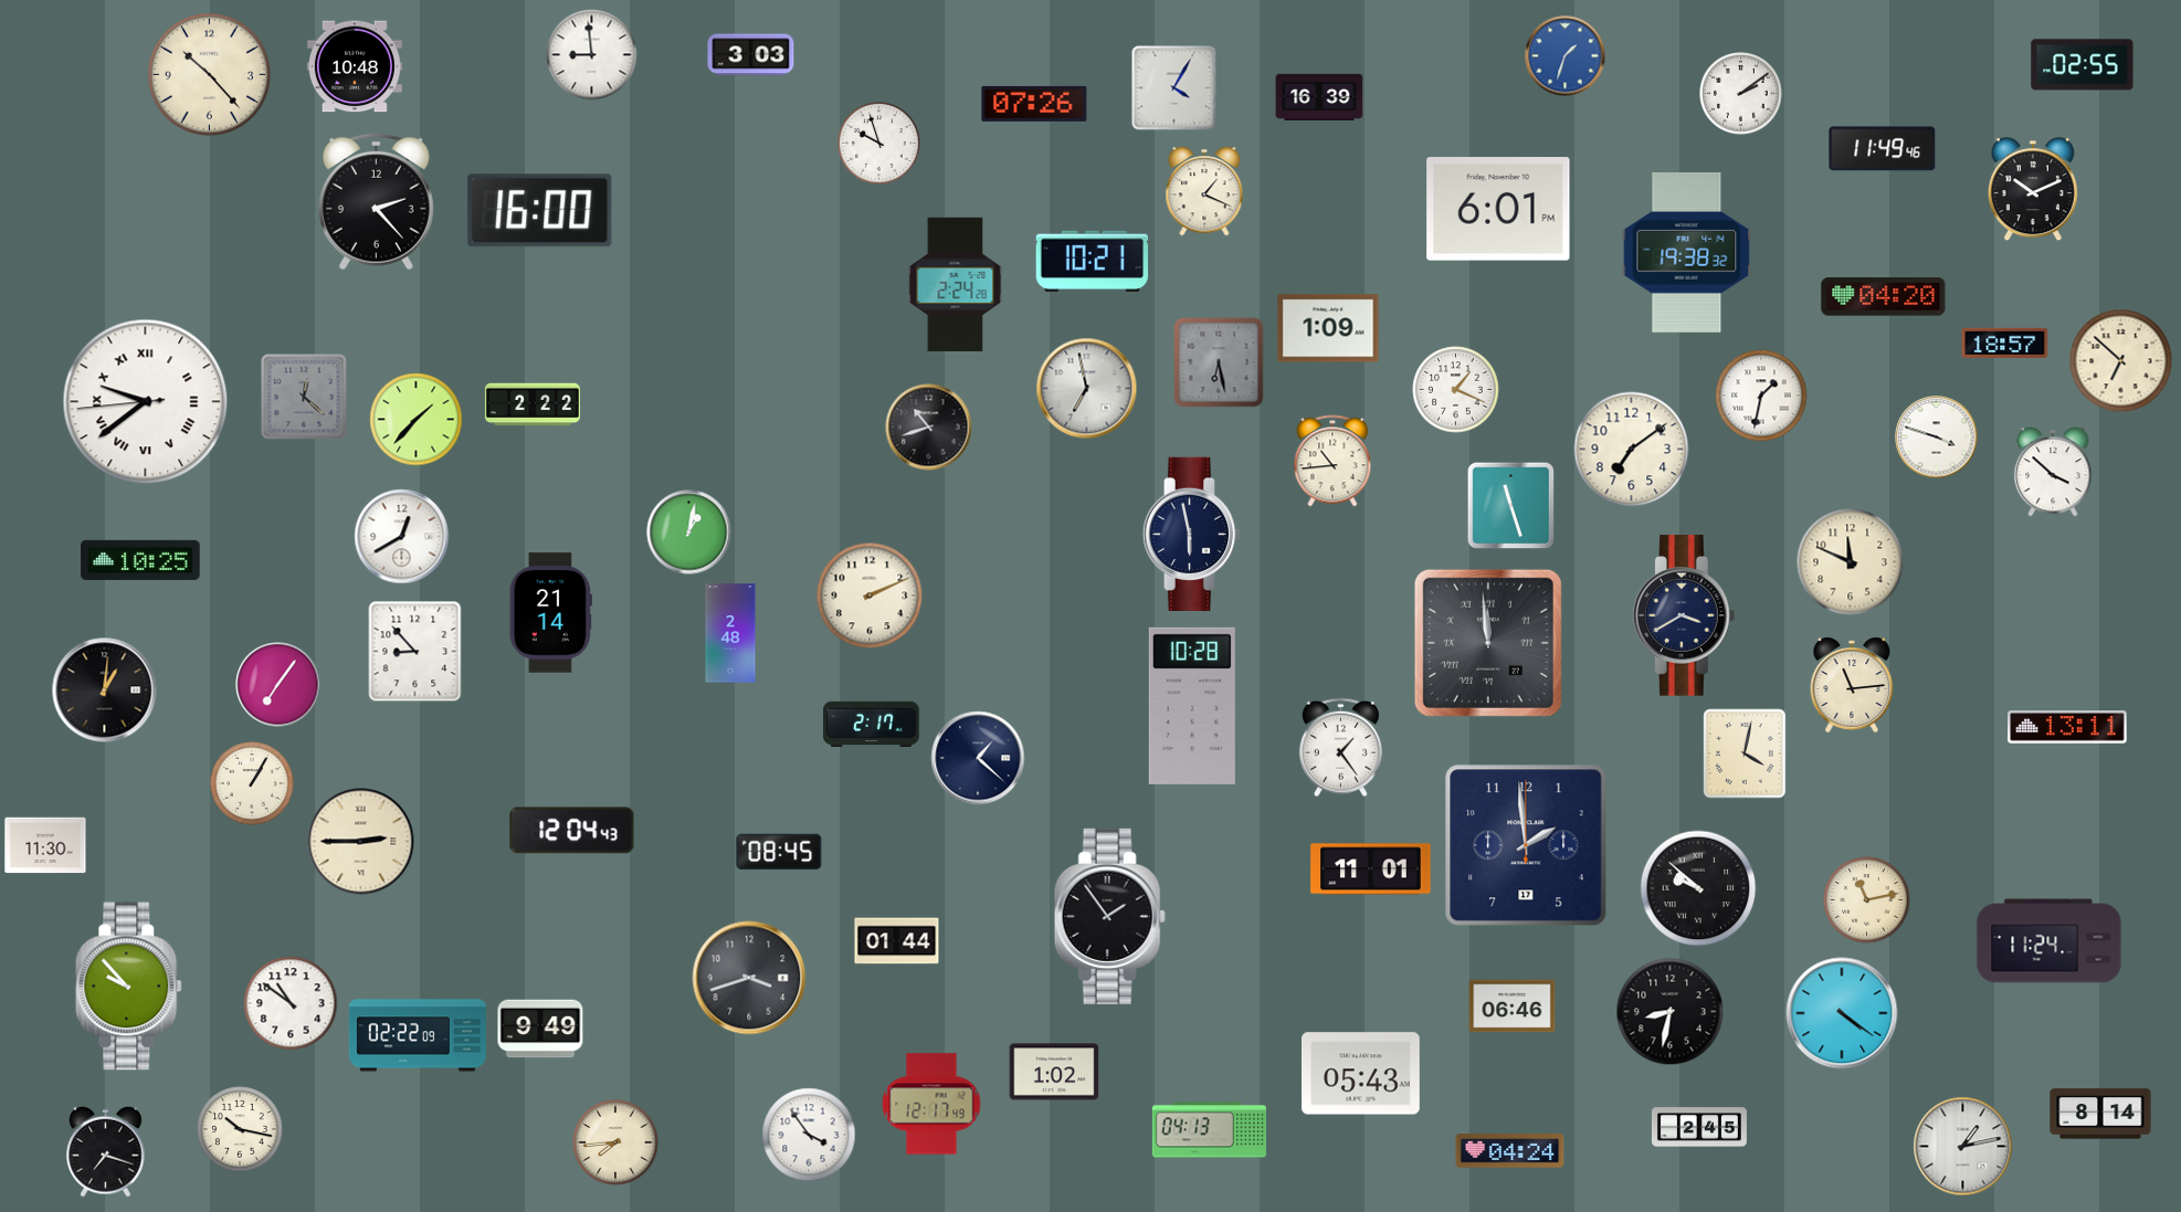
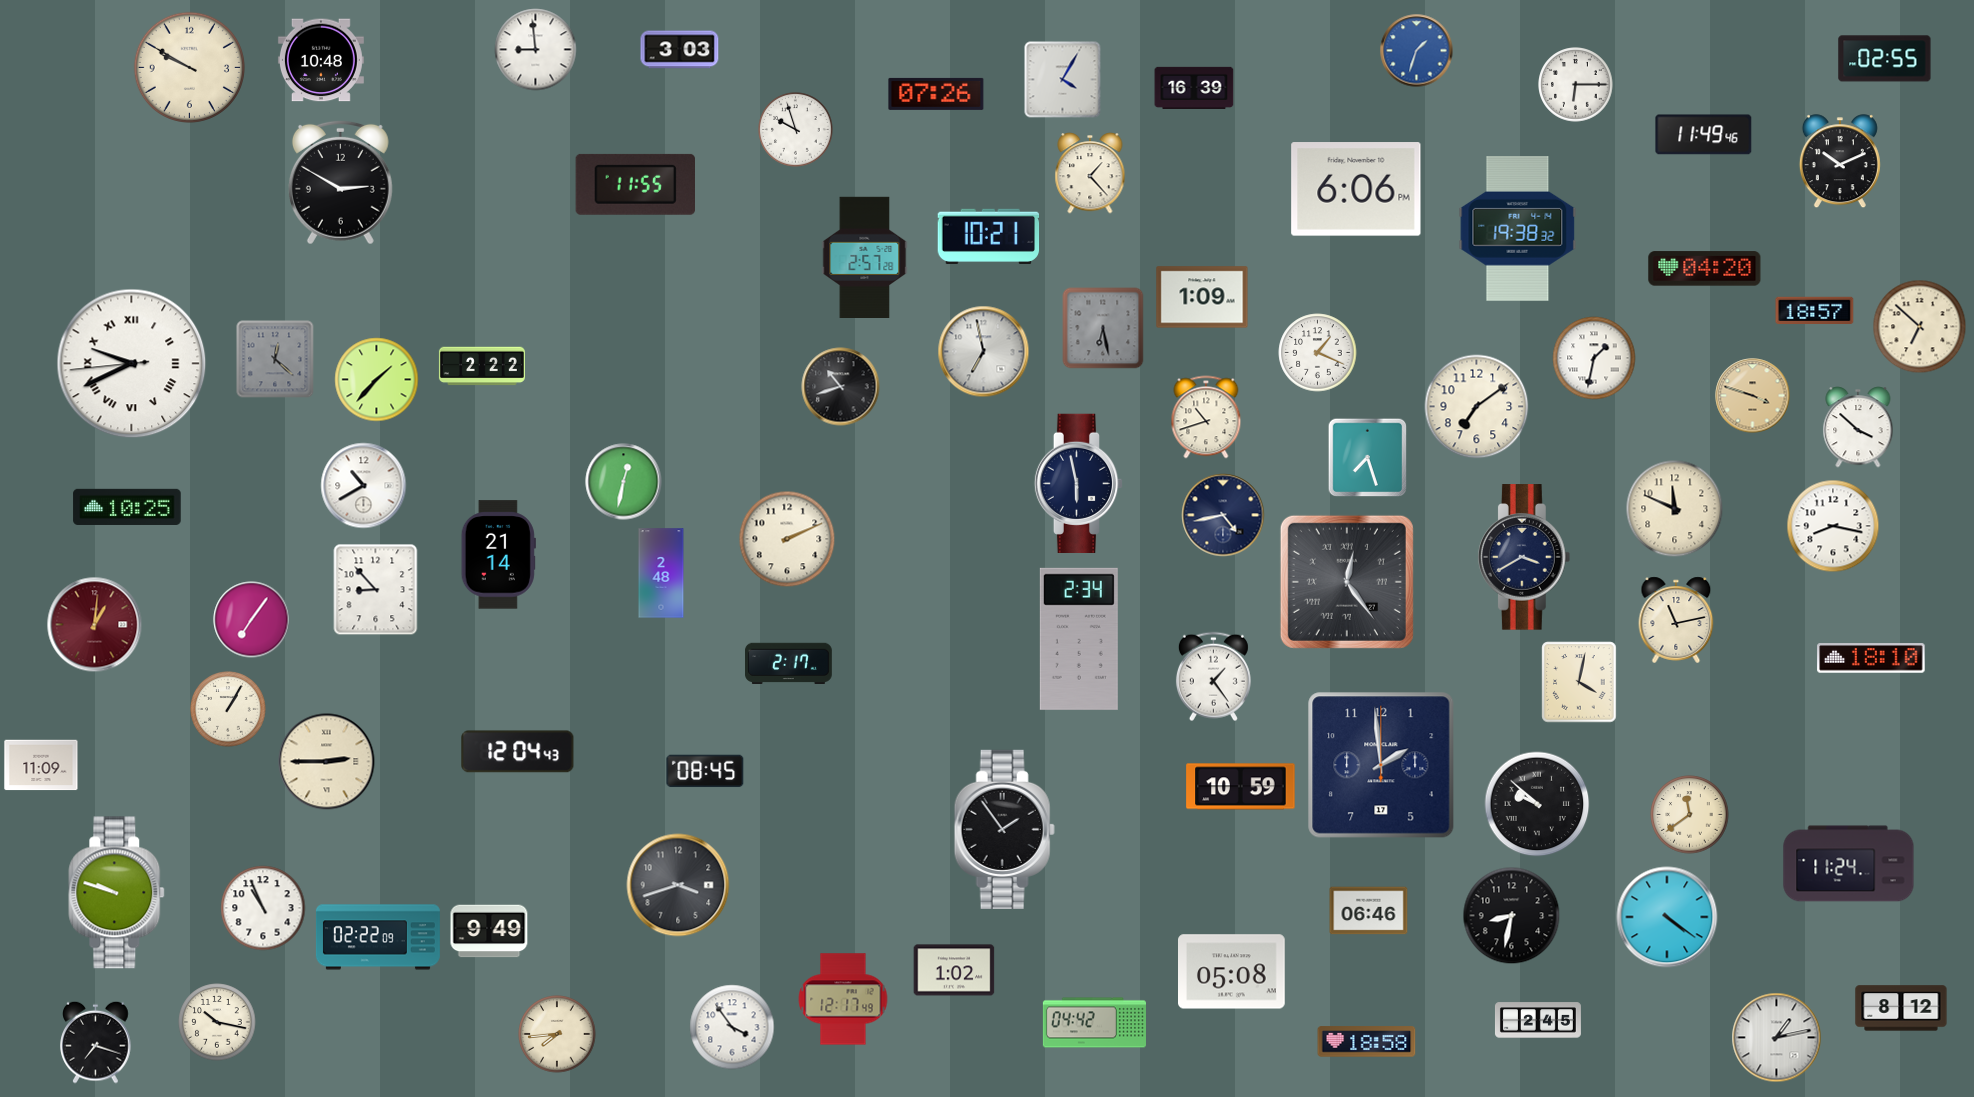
clock at (209, 74): 10:23 -> 9:50
clock at (1741, 94): 2:09 -> 6:15
clock at (2033, 190) position: (2033, 190) -> (1840, 162)
clock at (1204, 191): 1:19 -> 1:23
clock at (376, 201): 2:23 -> 2:50
clock at (635, 184): none -> 11:55
clock at (1498, 209): 6:01 -> 6:06
clock at (540, 211): 16:00 -> none
clock at (1687, 253) position: (1687, 253) -> (1518, 229)
clock at (956, 284): 2:24 -> 2:57
clock at (146, 402): 9:38 -> 9:40
clock at (1937, 438) dial: white -> champagne
clock at (1332, 461): 10:44 -> 10:42
clock at (1511, 506): 11:27 -> 7:27
clock at (689, 533): 1:02 -> 12:32
clock at (402, 537): 12:40 -> 10:40
clock at (1223, 515): none -> 4:43
clock at (1833, 526): none -> 8:17
clock at (1488, 643): 11:59 -> 12:24
clock at (1852, 685): 11:14 -> 11:13
clock at (105, 691) dial: black -> burgundy
clock at (1192, 706): 10:28 -> 2:34
clock at (872, 724) position: (872, 724) -> (789, 663)
clock at (2067, 727): 13:11 -> 18:10
clock at (978, 758): 1:22 -> none
clock at (45, 845): 11:30 -> 11:09
clock at (1371, 870): 11:01 -> 10:59
clock at (1867, 900): 11:13 -> 11:39
clock at (897, 941): 01:44 -> none
clock at (2050, 941) position: (2050, 941) -> (1849, 864)
clock at (129, 987): 9:53 -> 9:48
clock at (291, 1003): 10:51 -> 10:56
clock at (1361, 1074): 05:43 -> 05:08
clock at (2100, 1114): 8:14 -> 8:12
clock at (1209, 1130): 04:13 -> 04:42
clock at (1510, 1151): 04:24 -> 18:58
